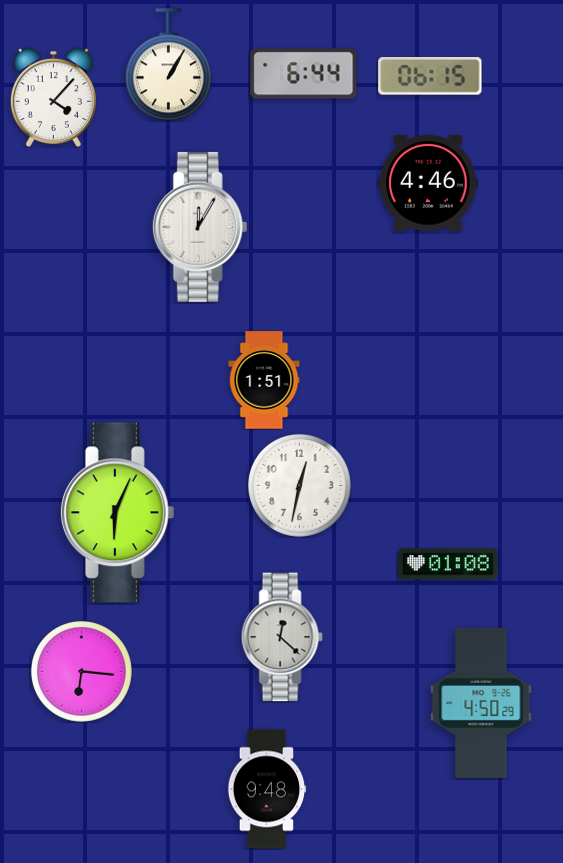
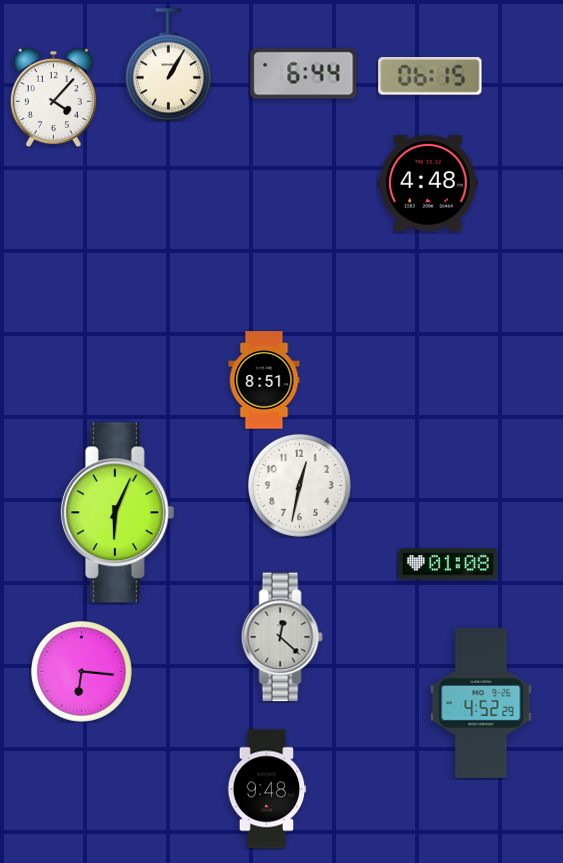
clock at (428, 184): 4:46 -> 4:48
clock at (200, 227): 12:05 -> none
clock at (264, 380): 1:51 -> 8:51
clock at (481, 703): 4:50 -> 4:52
